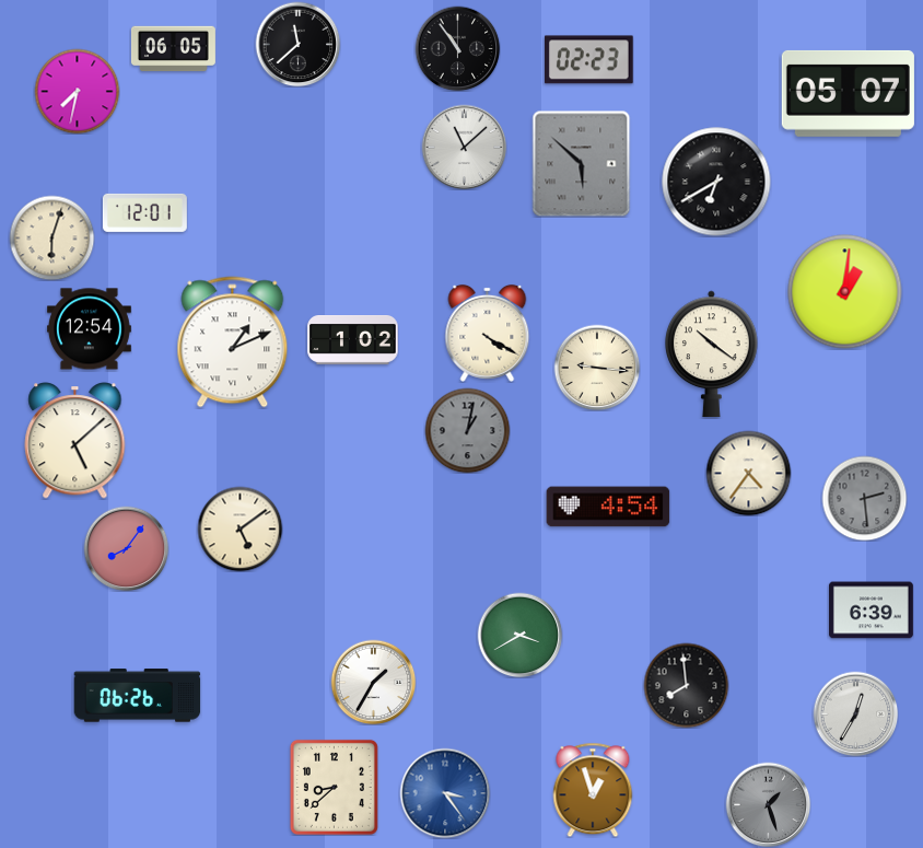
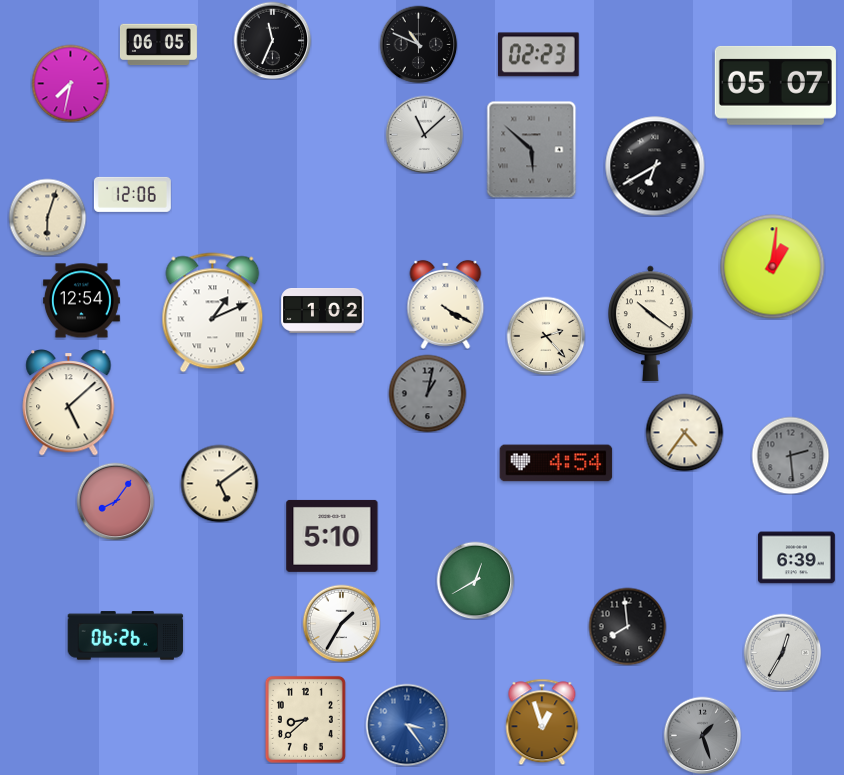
clock at (297, 44): 11:38 -> 11:34
clock at (457, 48): 10:54 -> 10:49
clock at (144, 212): 12:01 -> 12:06
clock at (597, 368): 9:16 -> 2:23
clock at (332, 536): none -> 5:10
clock at (519, 635): 3:40 -> 12:40
